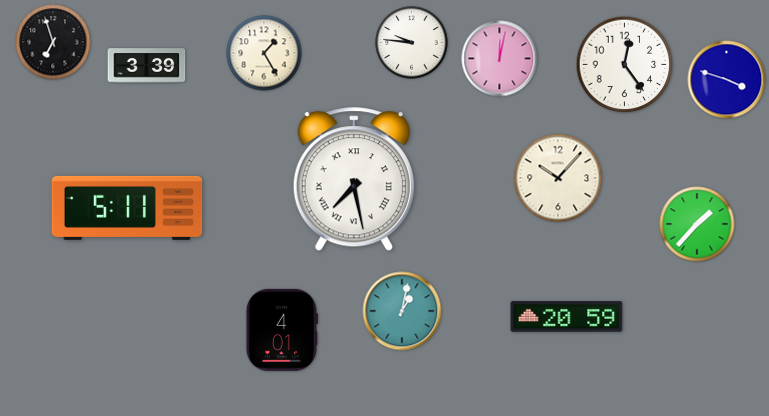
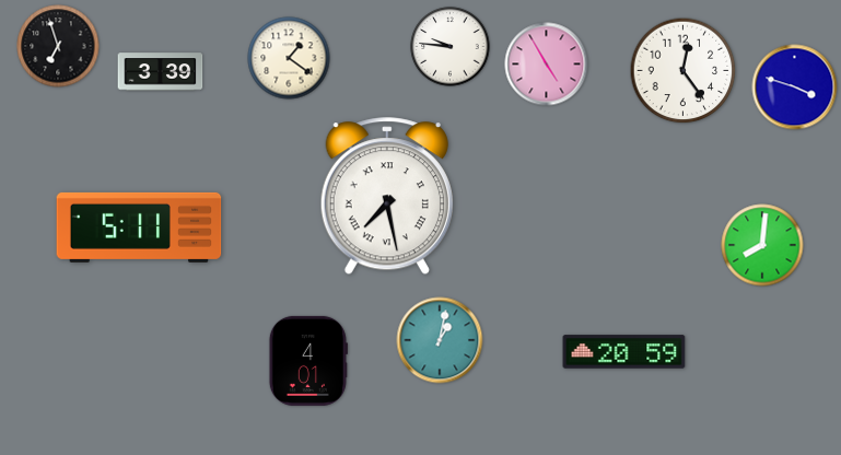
clock at (264, 53): 1:25 -> 1:21
clock at (500, 59): 12:02 -> 4:55
clock at (558, 178): 10:07 -> none
clock at (697, 224): 1:37 -> 8:01
clock at (567, 317) position: (567, 317) -> (624, 352)
